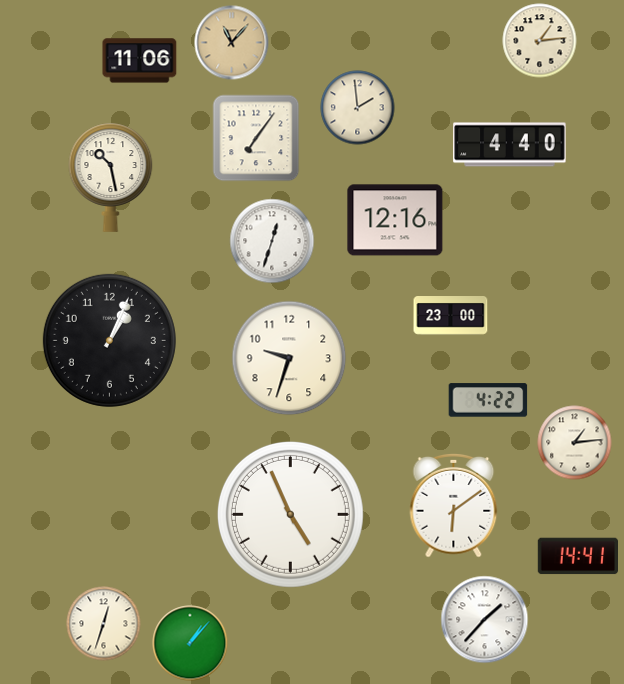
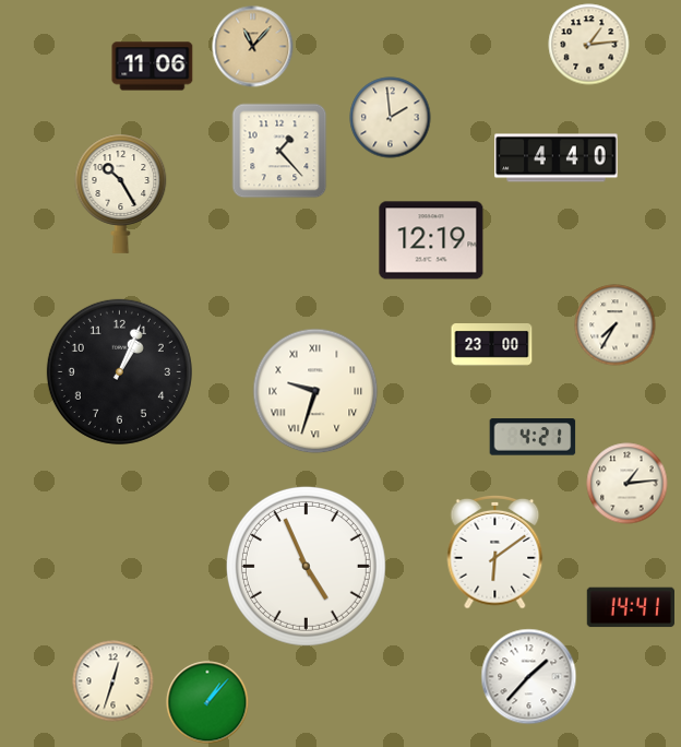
clock at (256, 138): 7:06 -> 1:23
clock at (111, 177): 10:28 -> 10:25
clock at (395, 220): 12:16 -> 12:19
clock at (272, 241): 12:33 -> none
clock at (616, 325): none -> 7:35
clock at (289, 358) numerals: Arabic -> Roman
clock at (488, 400): 4:22 -> 4:21
clock at (290, 514) position: (290, 514) -> (306, 566)
